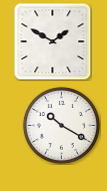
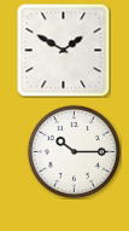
clock at (61, 125): 10:20 -> 10:15
